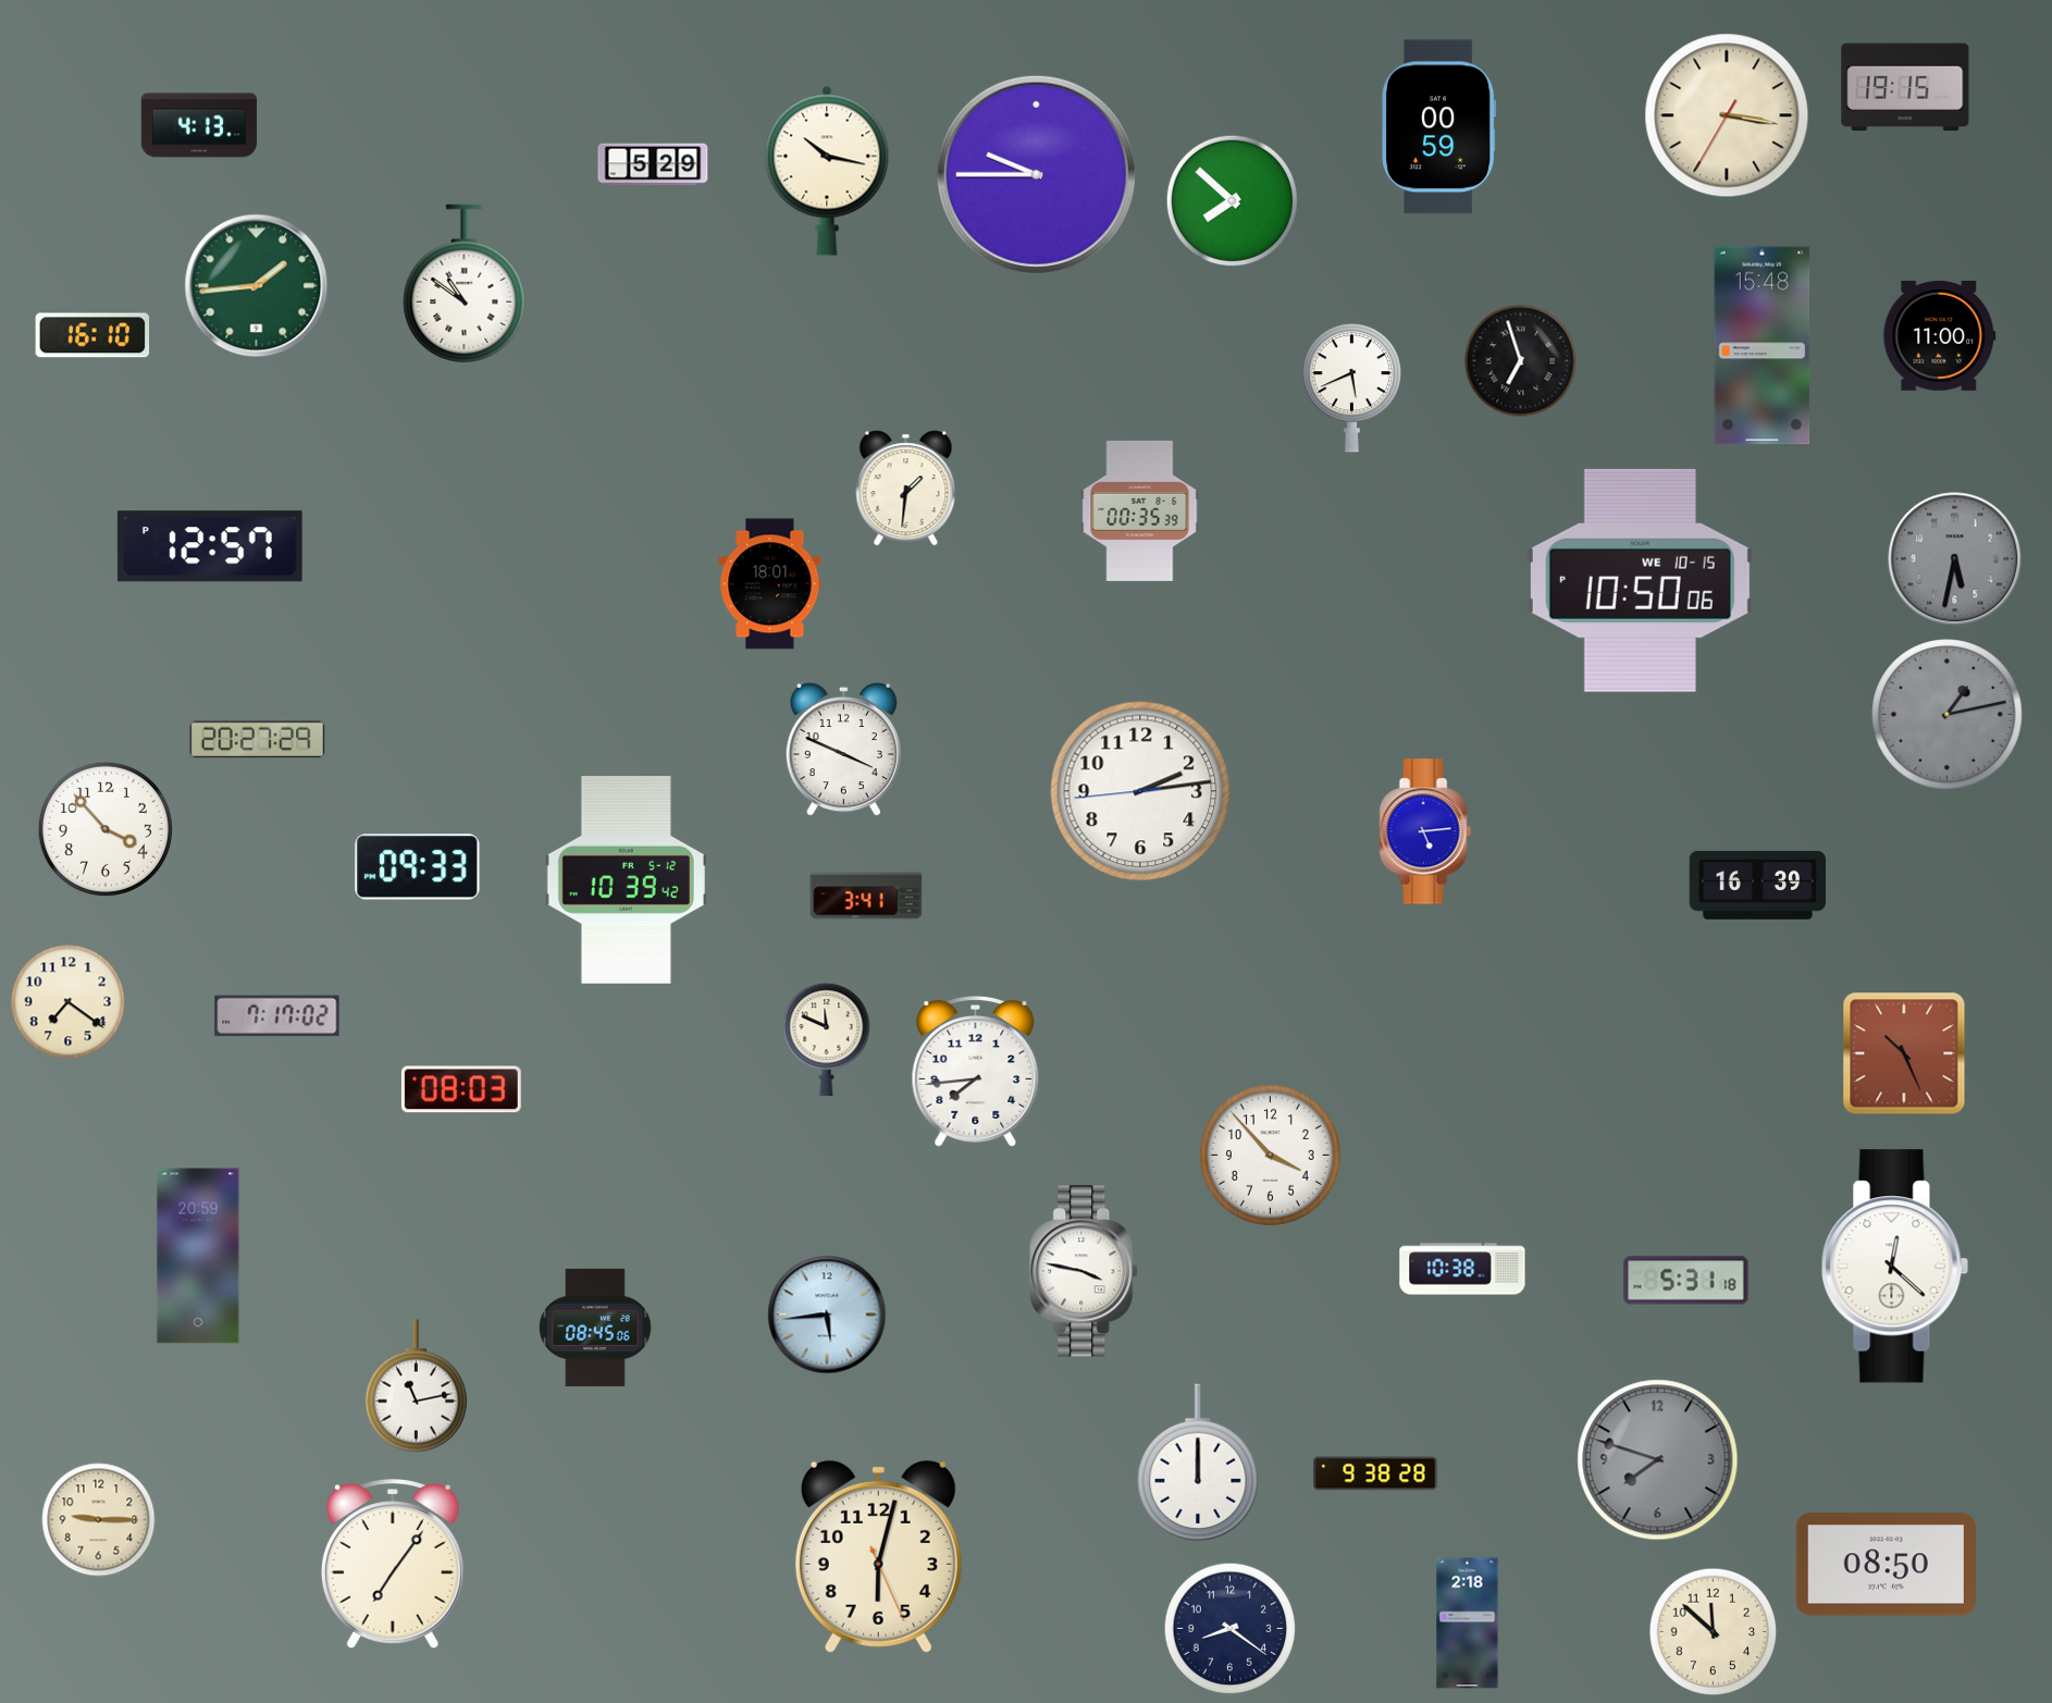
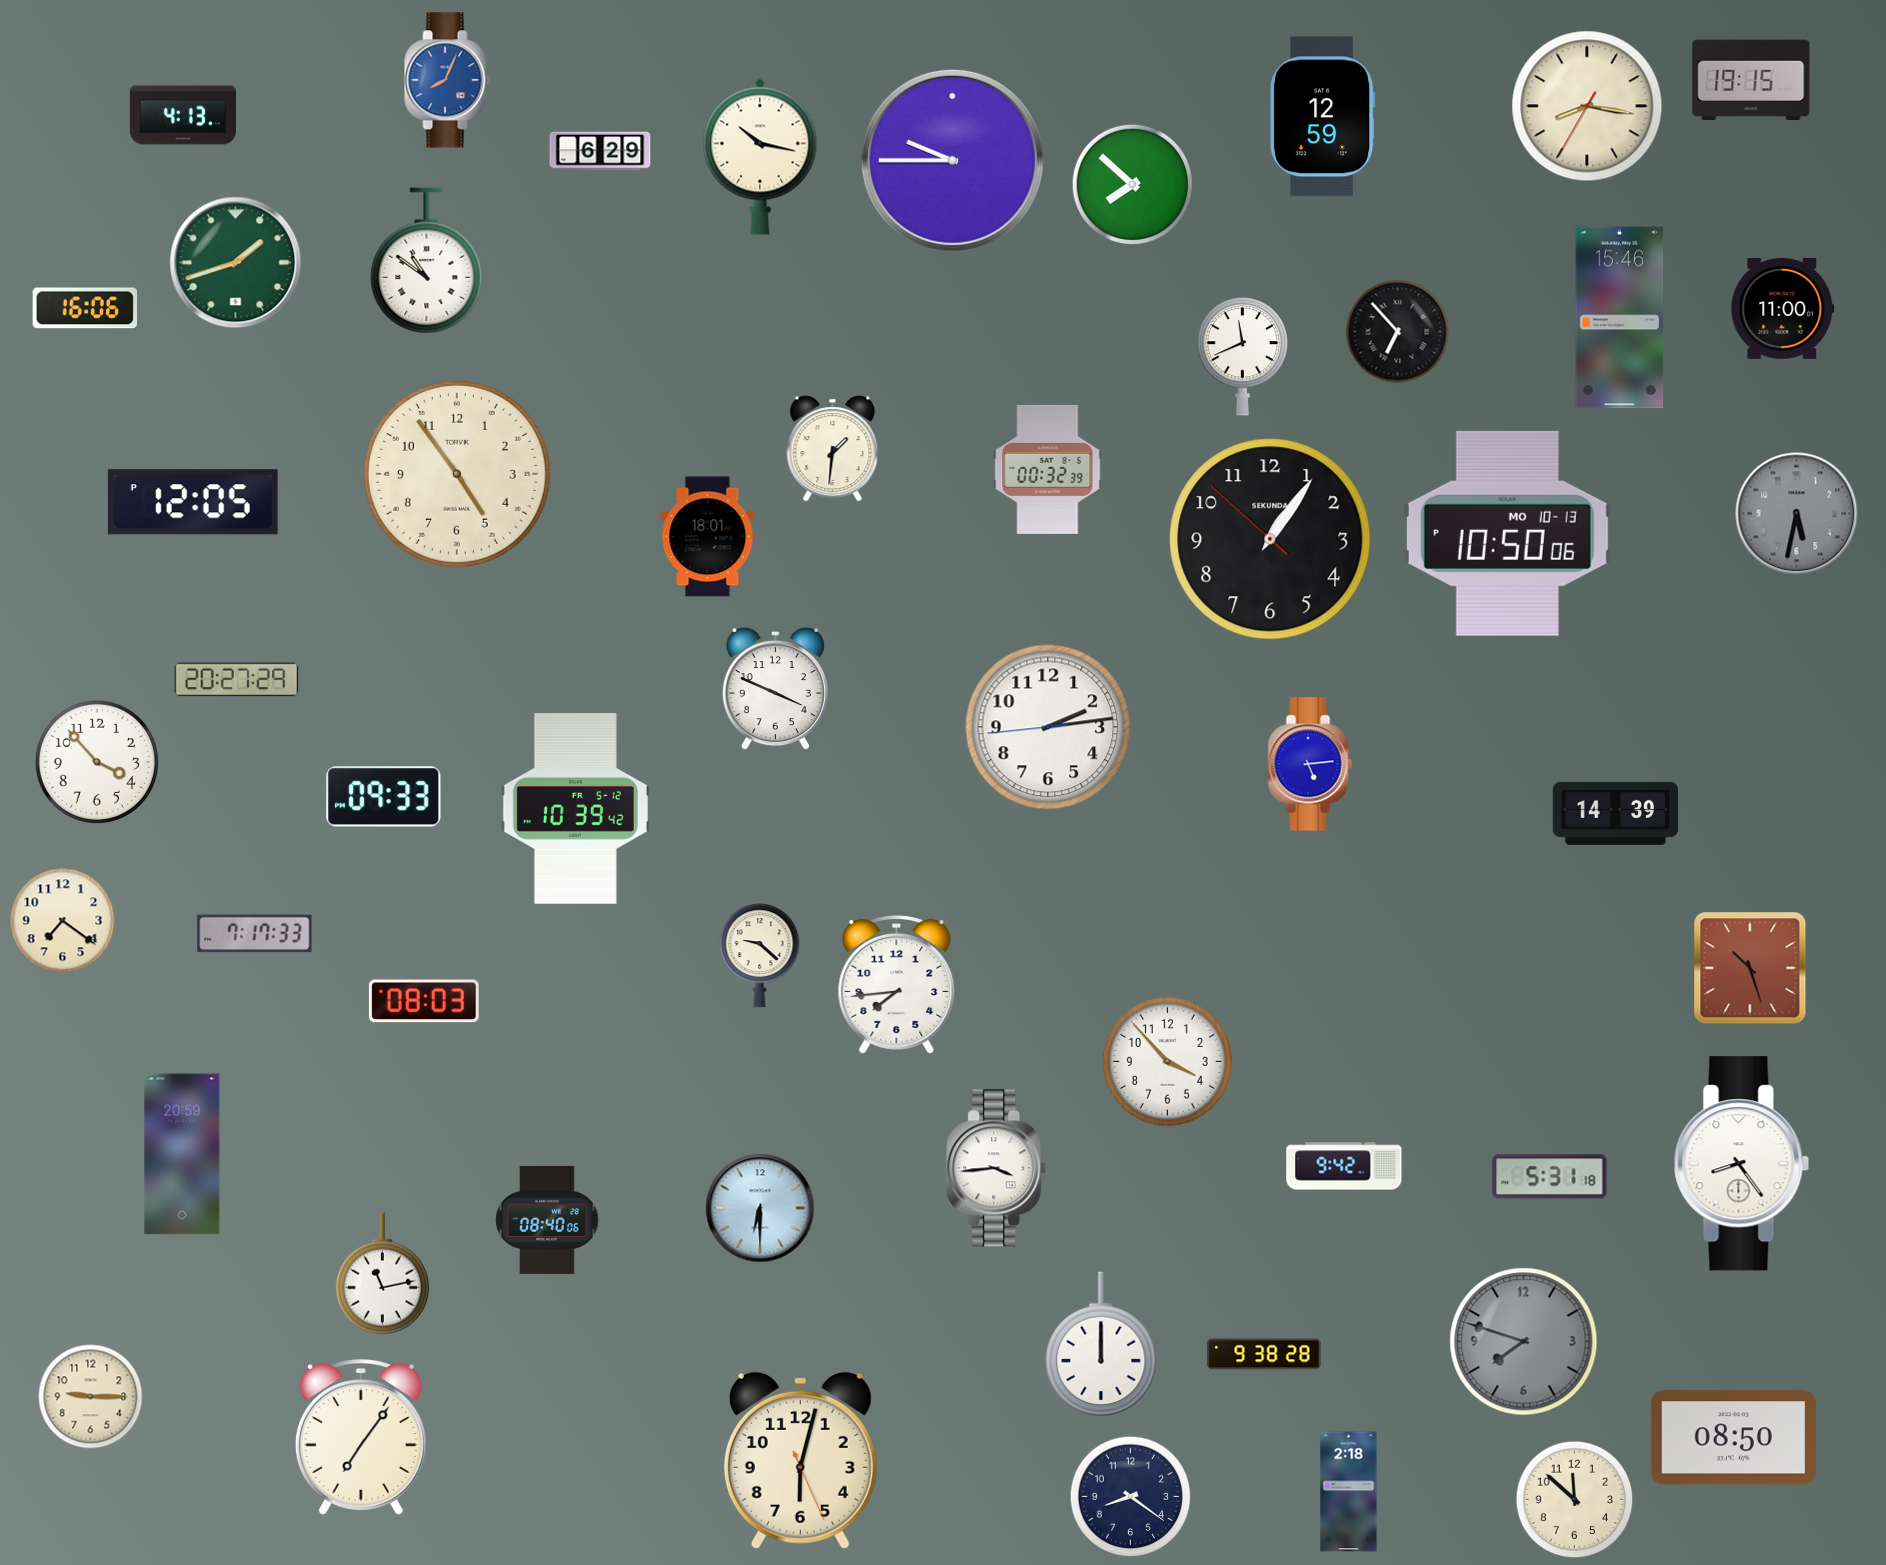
clock at (447, 80): none -> 8:04
clock at (1727, 115): 3:16 -> 8:16
clock at (1439, 127): 00:59 -> 12:59
clock at (653, 164): 5:29 -> 6:29
clock at (257, 286): 1:44 -> 1:42
clock at (92, 335): 16:10 -> 16:06
clock at (1763, 346): 15:48 -> 15:46
clock at (1521, 361): 6:57 -> 6:53
clock at (1351, 388): 5:41 -> 11:41
clock at (1140, 510): 00:35 -> 00:32
clock at (457, 474): none -> 4:54
clock at (210, 546): 12:57 -> 12:05
clock at (1640, 580) date: WE 10-15 -> MO 10-13
clock at (1270, 539): none -> 1:05
clock at (1948, 715): 1:13 -> none
clock at (1757, 885): 16:39 -> 14:39
clock at (866, 896): 3:41 -> none
clock at (277, 1016): 7:17:02 -> 7:17:33
clock at (827, 1040): 11:49 -> 9:22
clock at (1904, 1053): 10:26 -> 10:27
clock at (1895, 1267): 12:22 -> 8:24
clock at (1462, 1269): 10:38 -> 9:42
clock at (1085, 1271): 3:47 -> 3:44
clock at (827, 1315): 5:44 -> 6:30
clock at (595, 1328): 08:45 -> 08:40
clock at (878, 1556) position: (878, 1556) -> (800, 1460)
